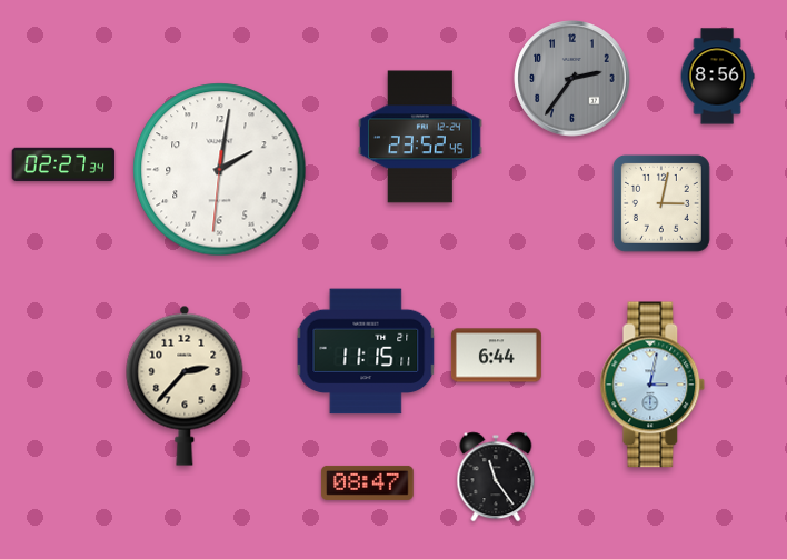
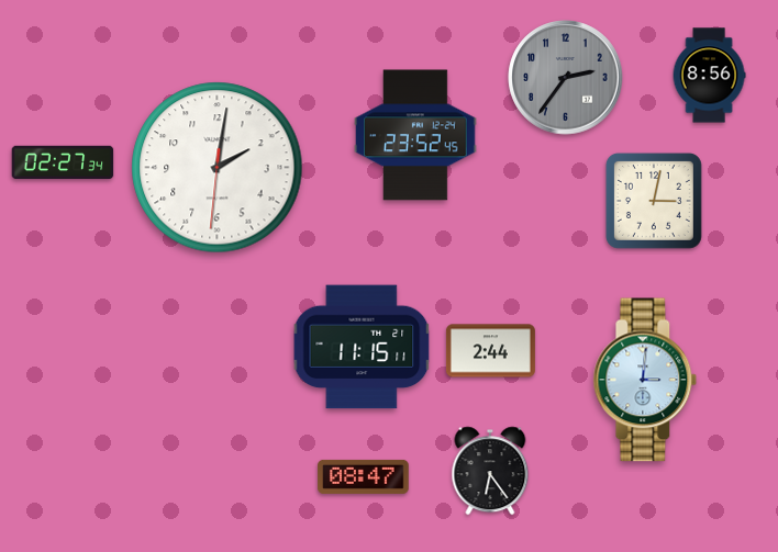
clock at (496, 356): 6:44 -> 2:44
clock at (652, 385): 3:02 -> 3:01
clock at (185, 386): 2:37 -> none
clock at (496, 477): 11:24 -> 6:24
